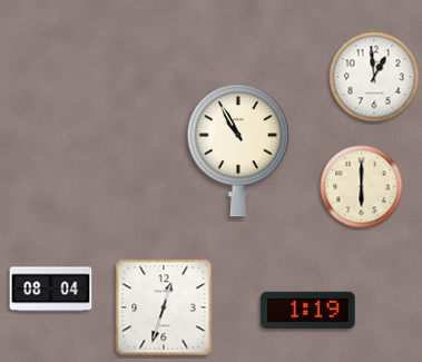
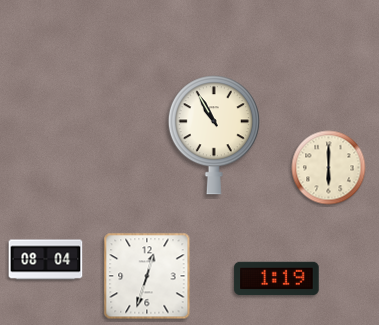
clock at (374, 77): 12:59 -> none
clock at (362, 187) position: (362, 187) -> (329, 168)
